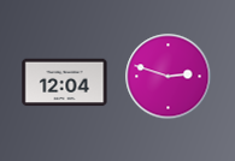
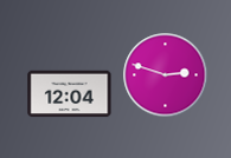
clock at (65, 83) position: (65, 83) -> (70, 94)
